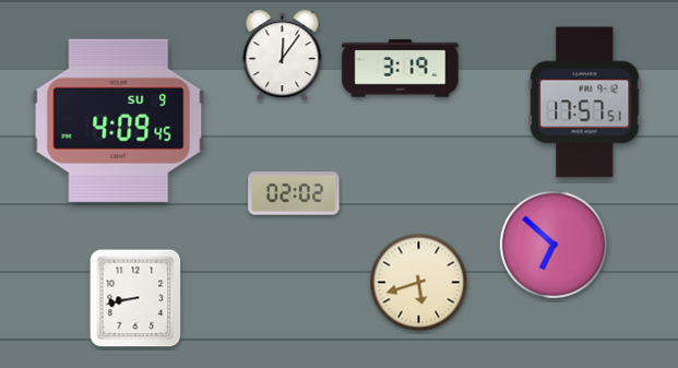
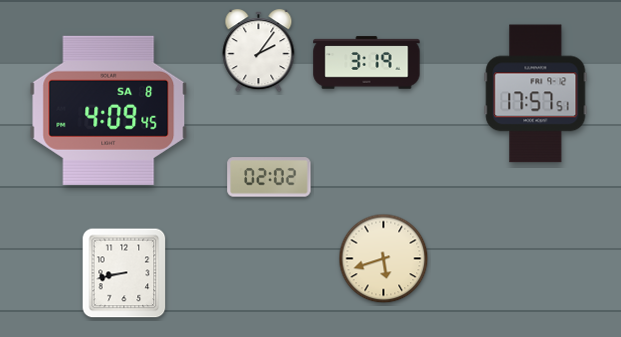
clock at (283, 56): 12:06 -> 2:06
clock at (119, 120) date: SU 9 -> SA 8
clock at (554, 245): 6:52 -> none
